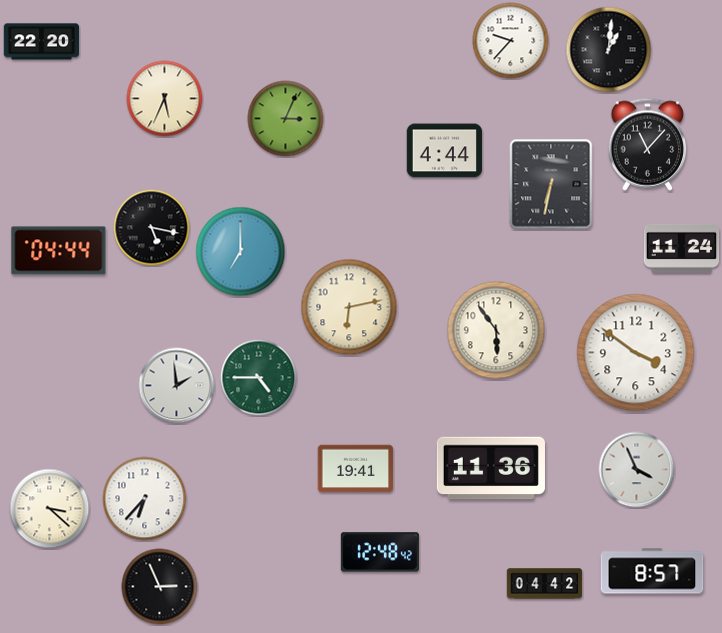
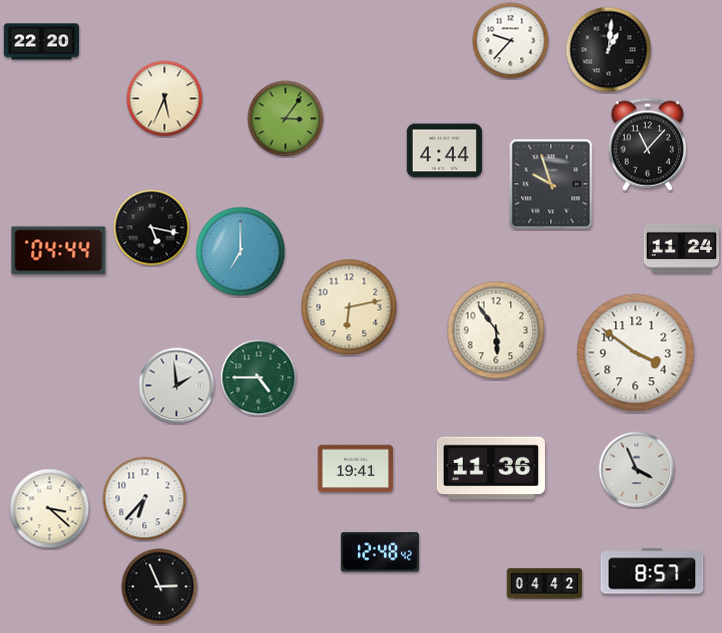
clock at (286, 119): 3:04 -> 3:06
clock at (551, 184): 6:32 -> 9:57
